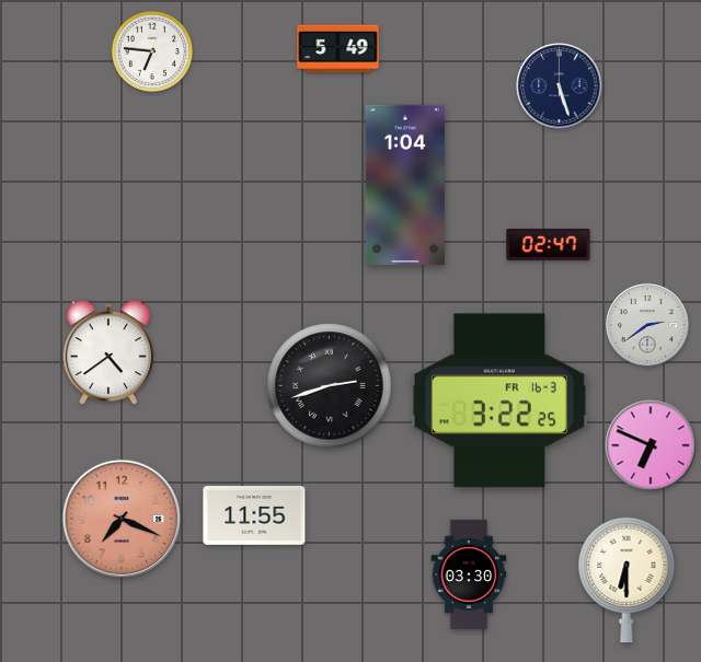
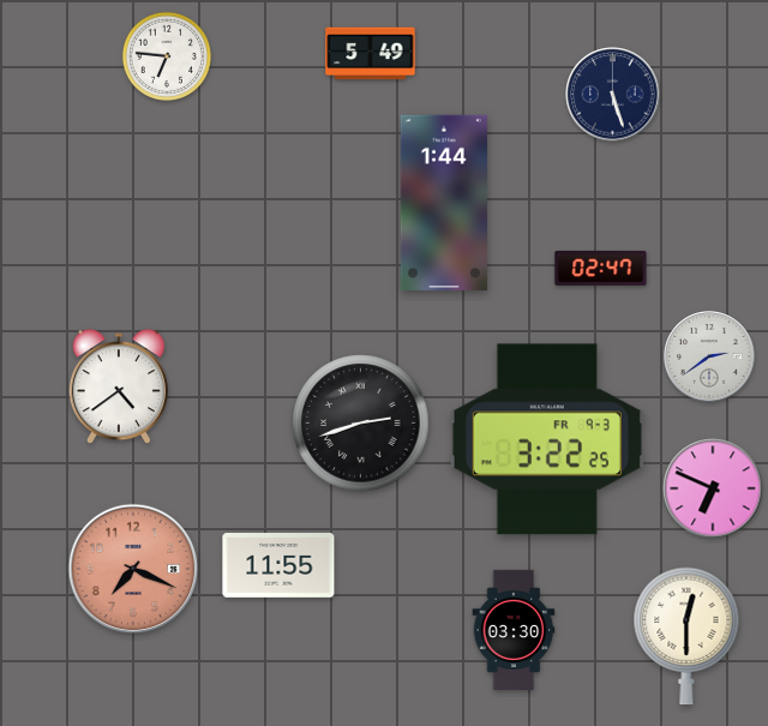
clock at (405, 184): 1:04 -> 1:44
clock at (499, 400) date: FR 16-3 -> FR 9-3
clock at (627, 580): 6:30 -> 12:30
